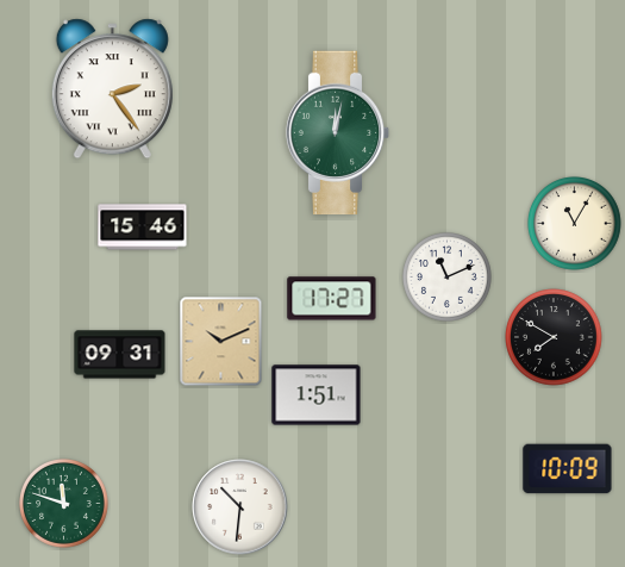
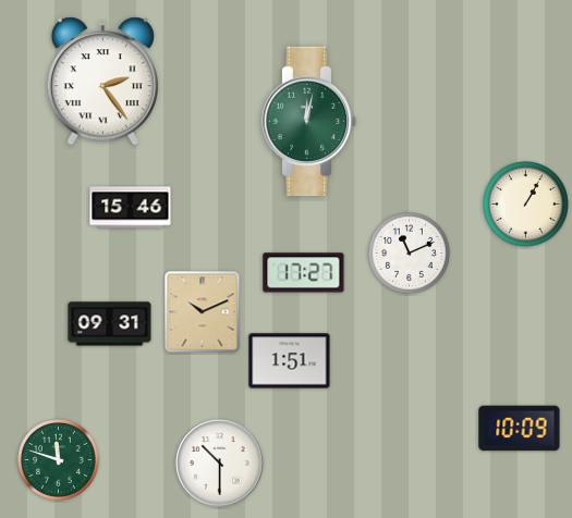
clock at (575, 224): 11:05 -> 1:05
clock at (554, 337): 7:50 -> none
clock at (240, 507): 10:31 -> 10:30
